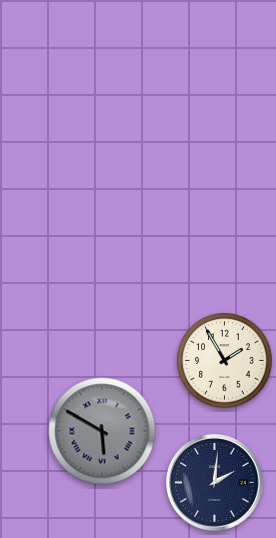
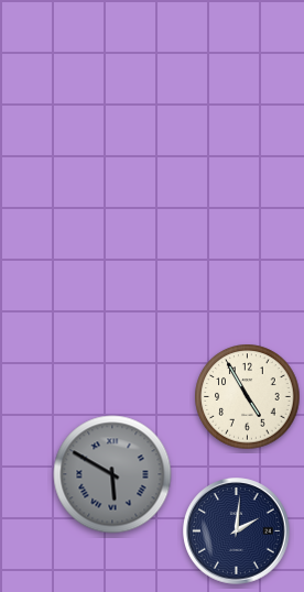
clock at (225, 361): 1:55 -> 4:55
